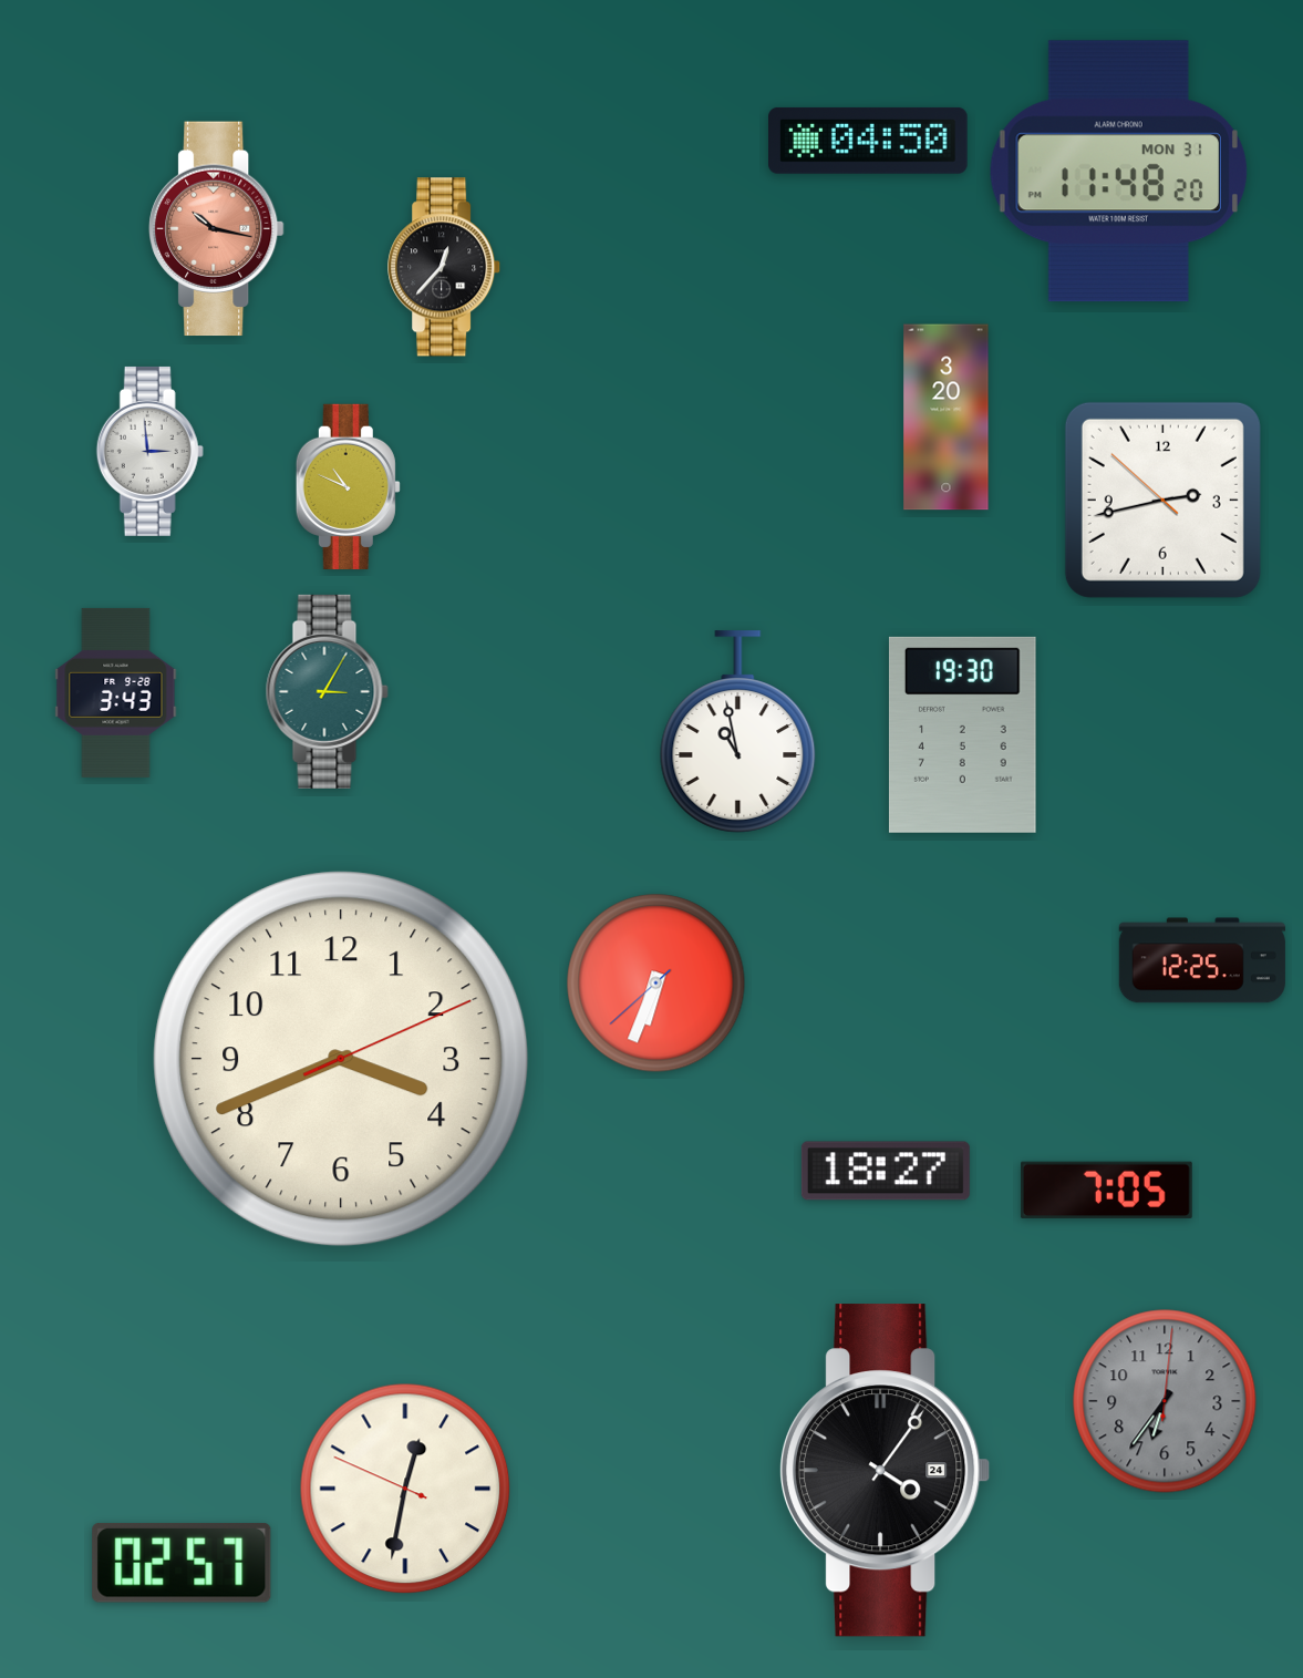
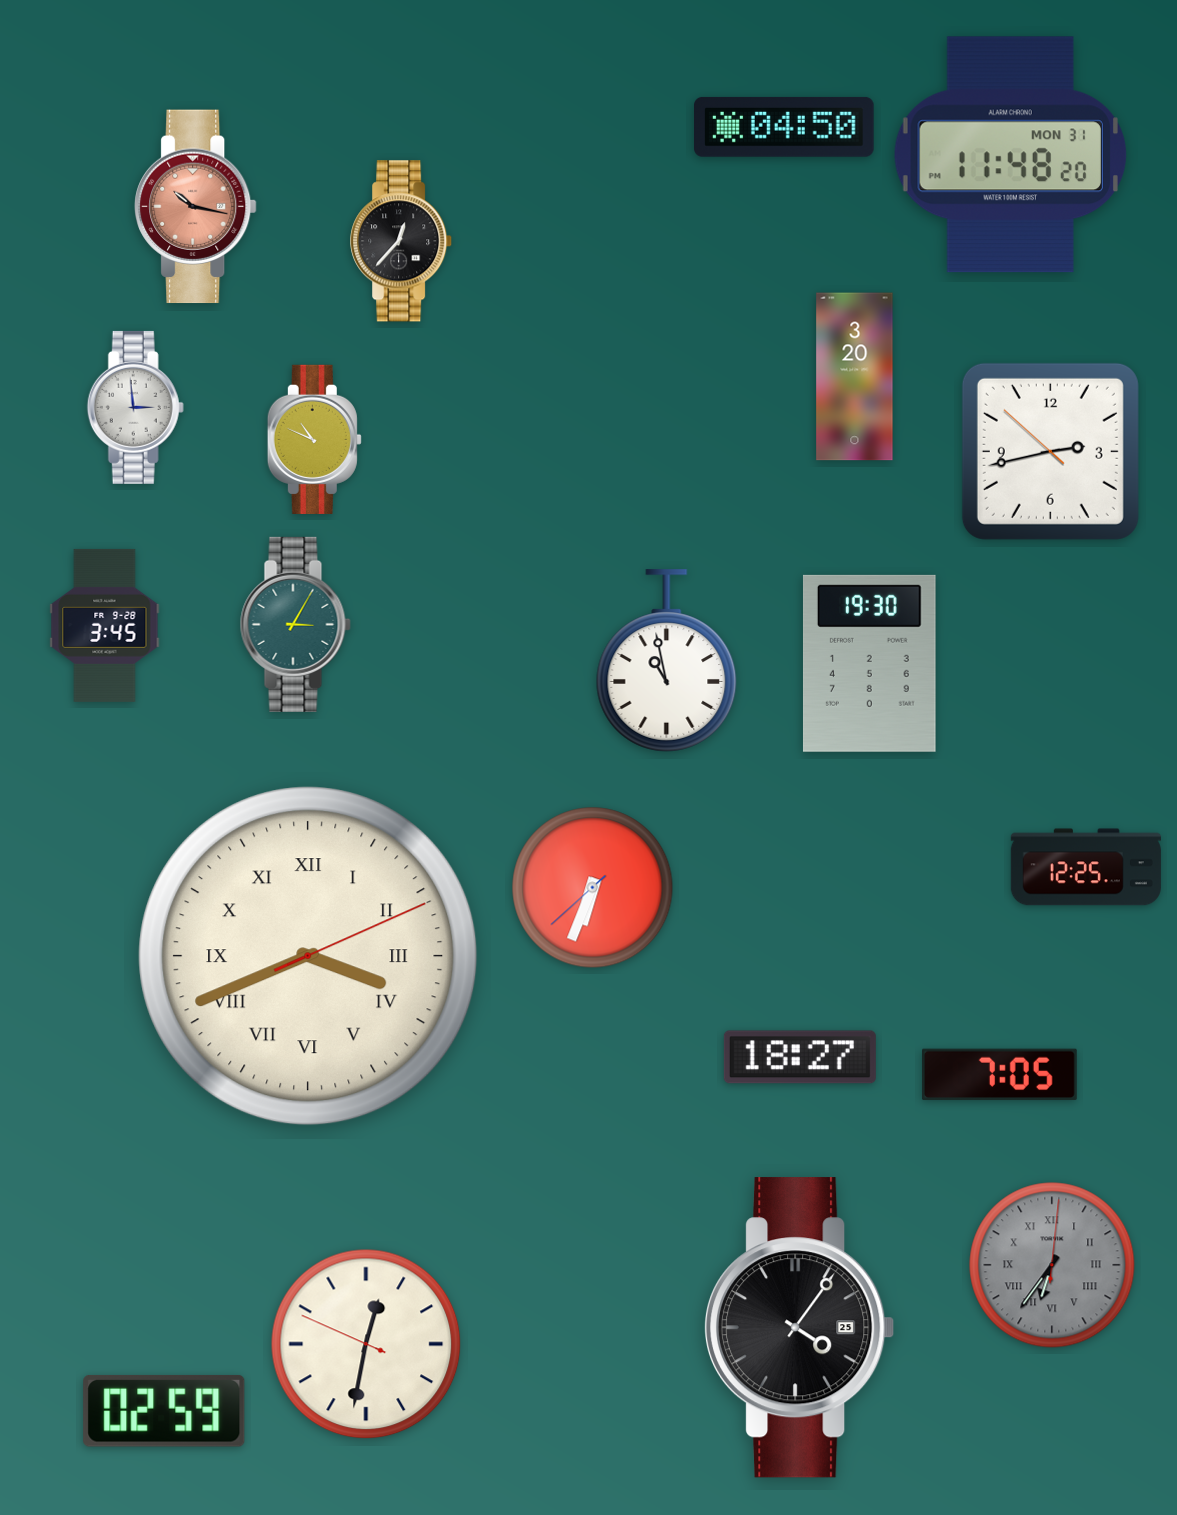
clock at (116, 692): 3:43 -> 3:45
clock at (341, 1059) numerals: Arabic -> Roman
clock at (1165, 1401) numerals: Arabic -> Roman
clock at (886, 1471) date: 24 -> 25
clock at (182, 1563): 02:57 -> 02:59
